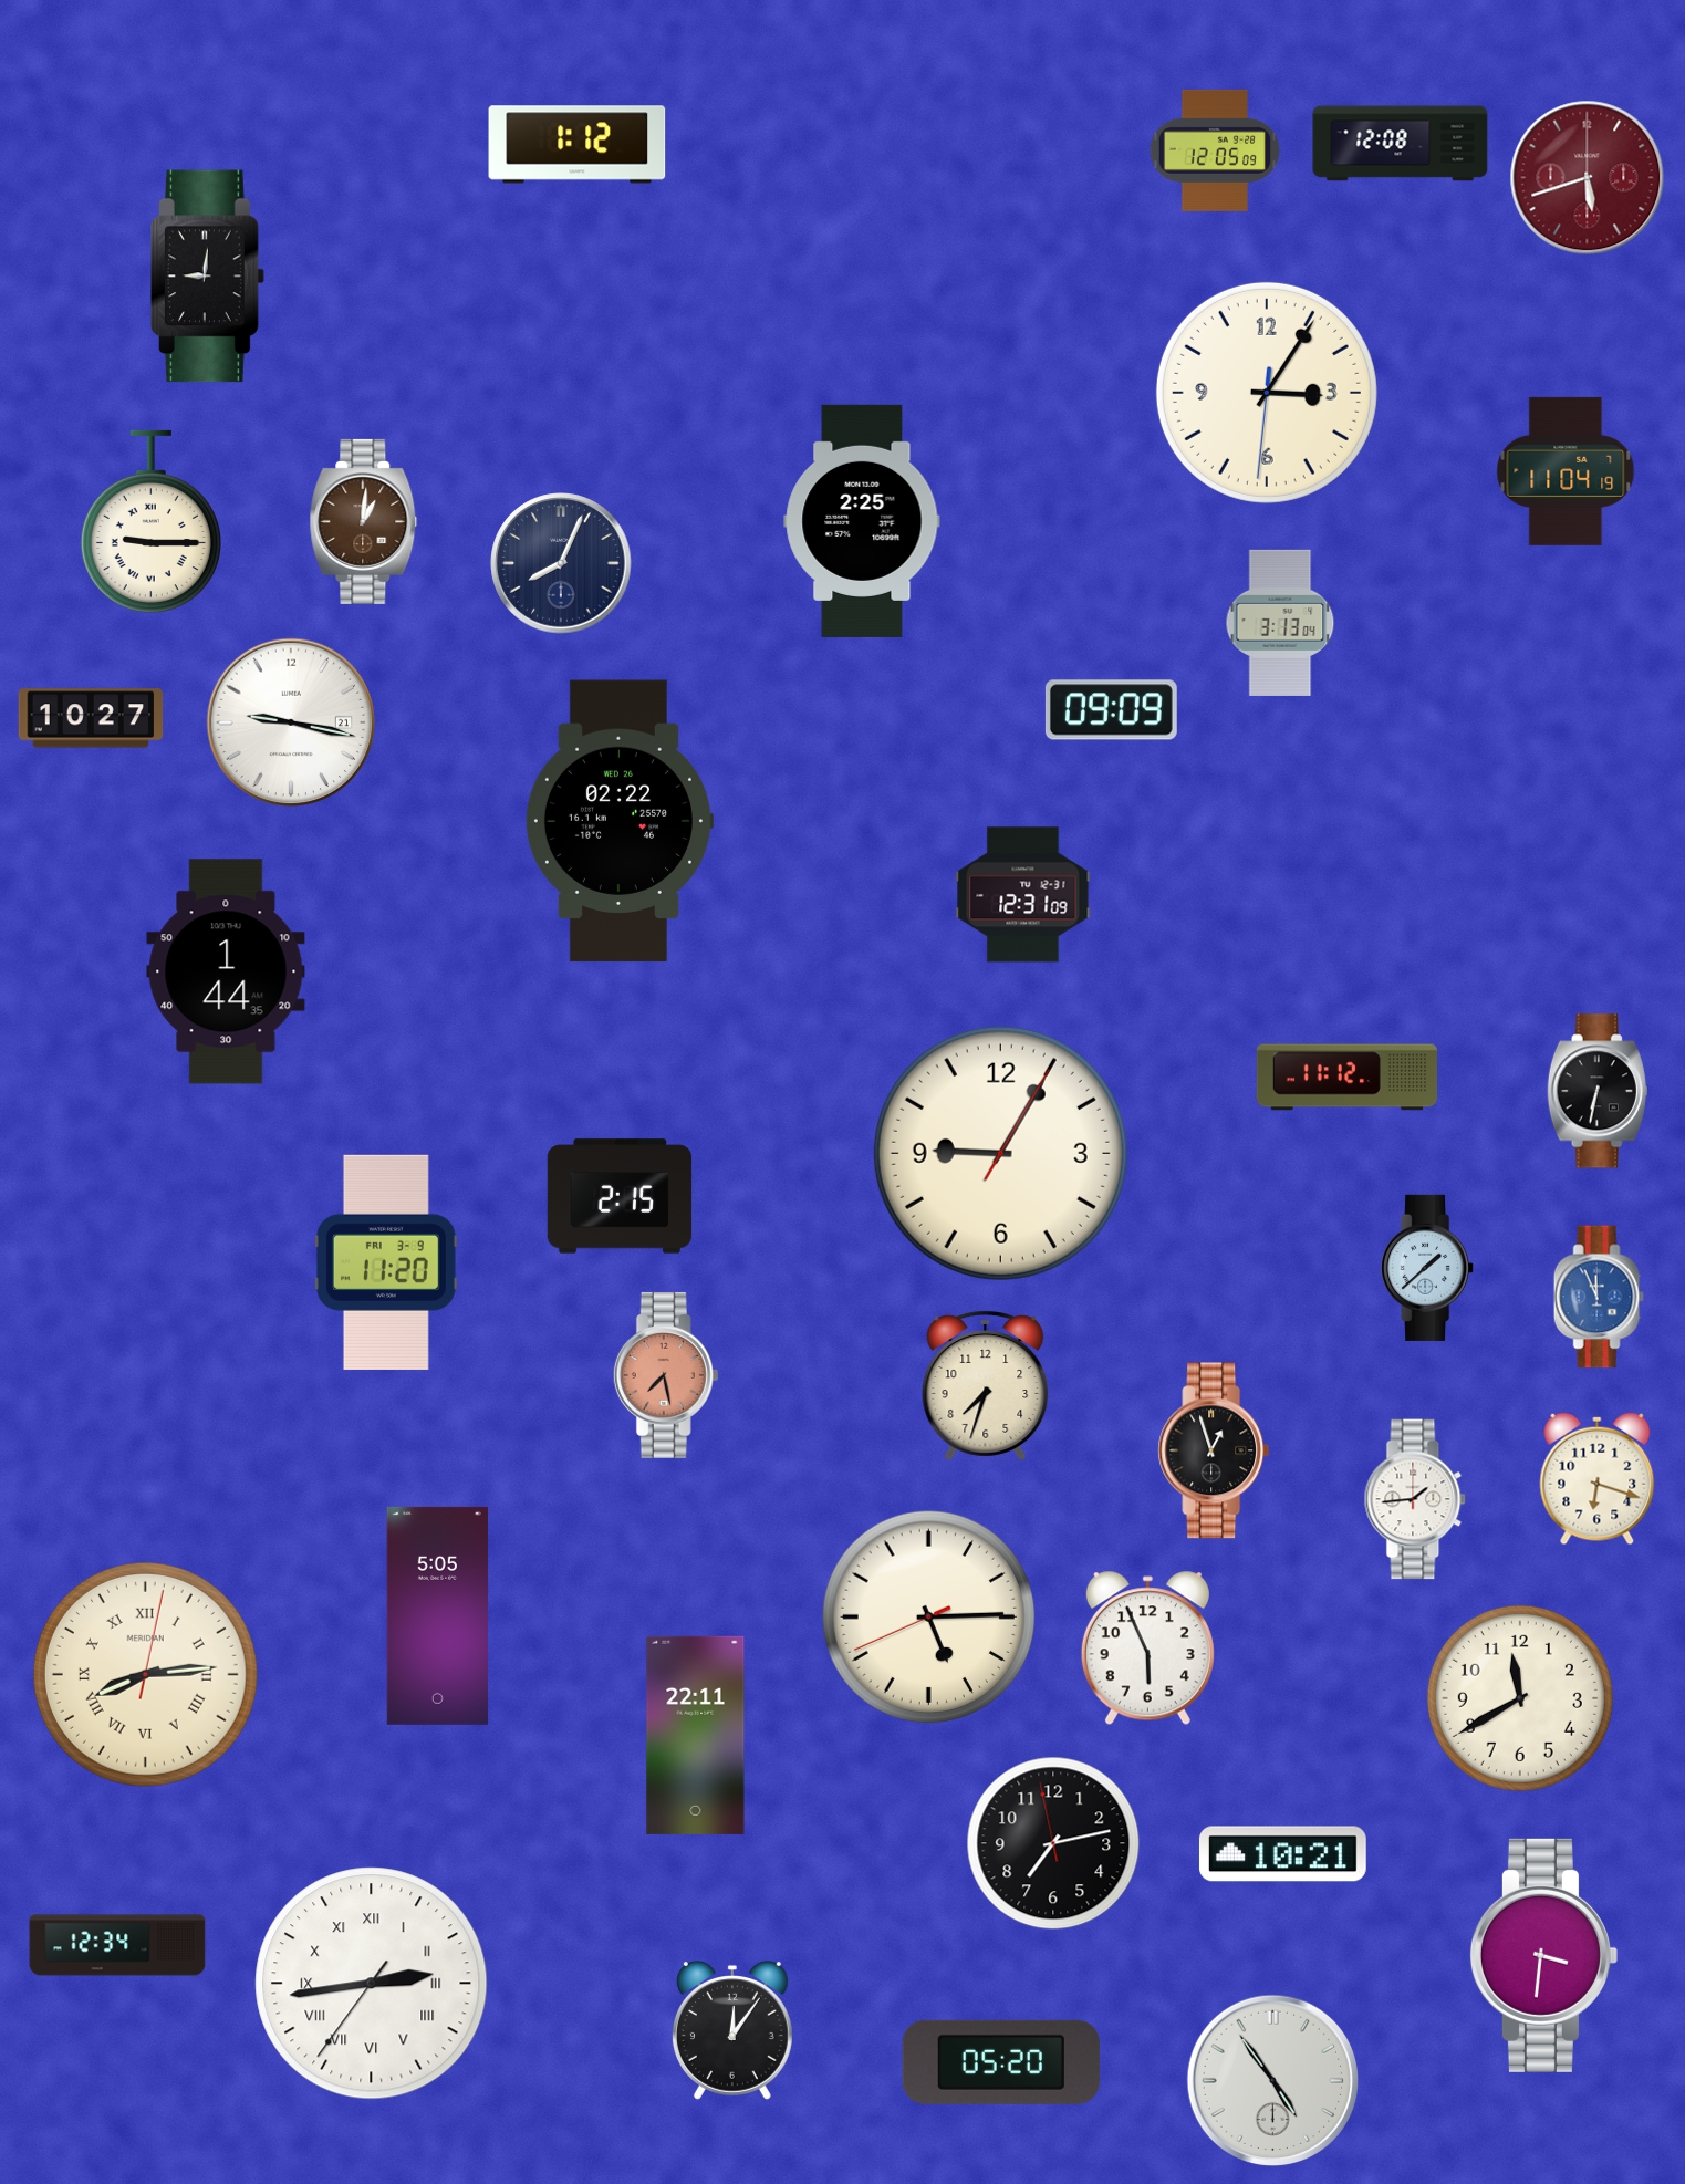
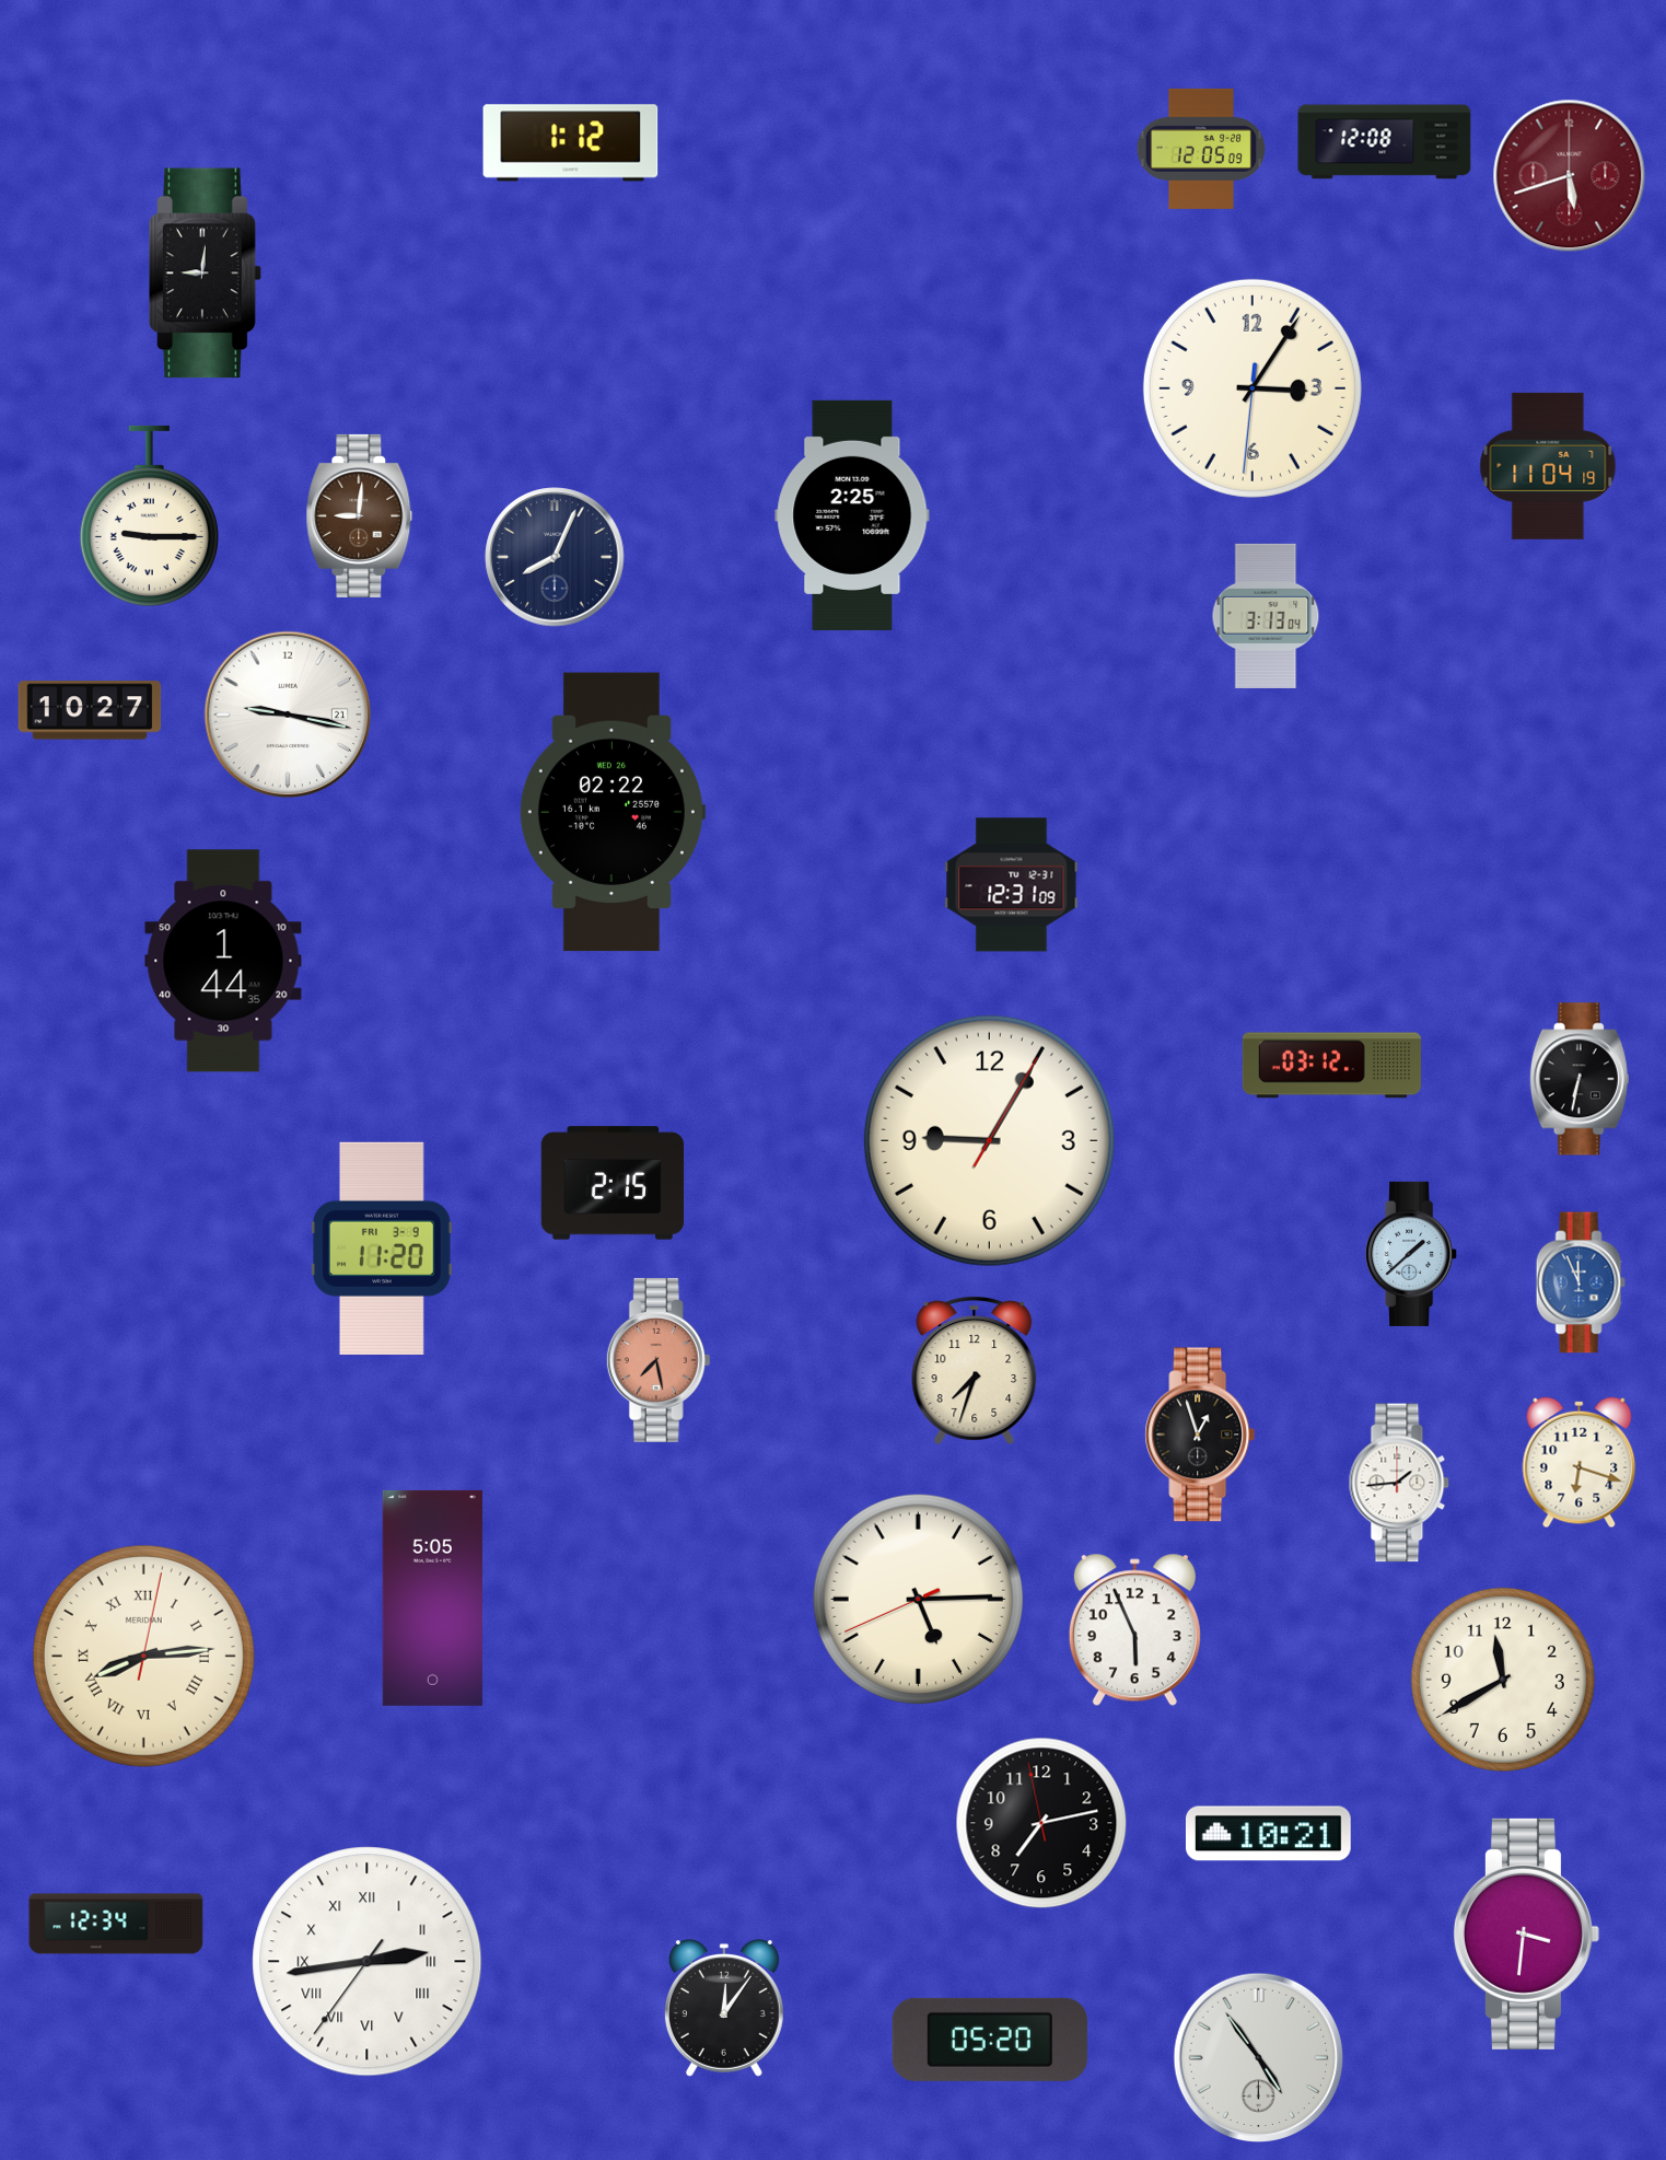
clock at (364, 521): 1:01 -> 9:01
clock at (1111, 710): 09:09 -> none
clock at (1346, 1078): 11:12 -> 03:12
clock at (696, 1735): 22:11 -> none
